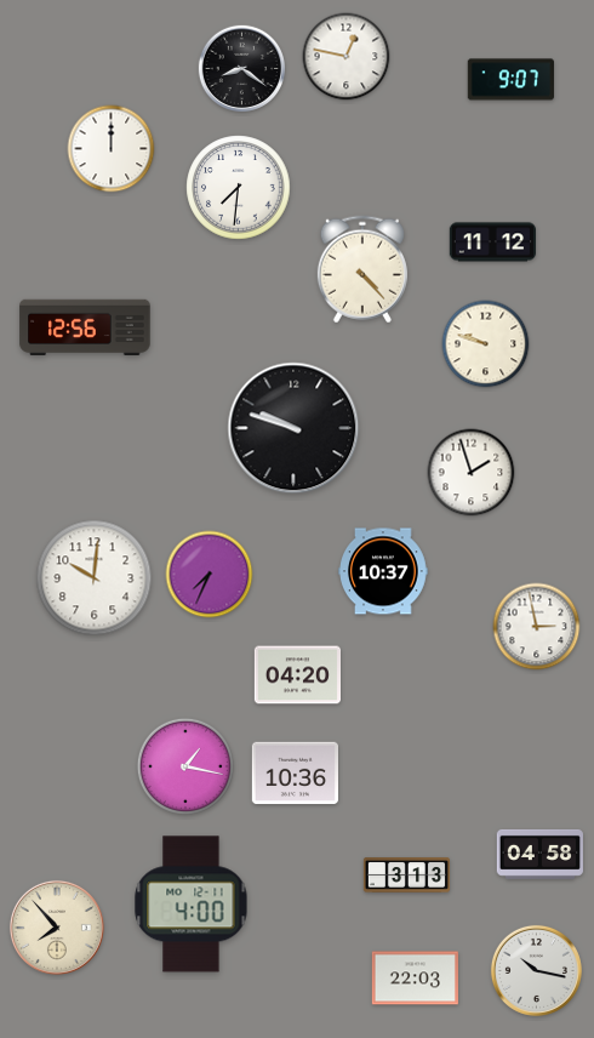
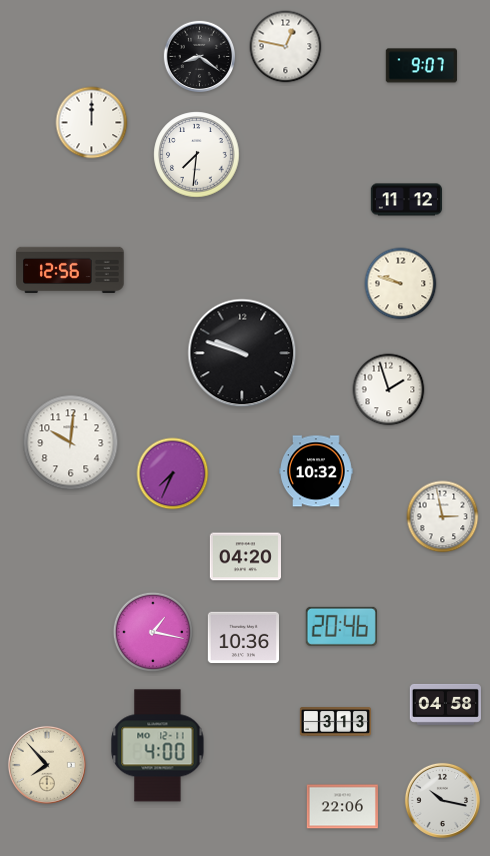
clock at (362, 269): 4:23 -> none
clock at (384, 571): 10:37 -> 10:32
clock at (95, 578) position: (95, 578) -> (71, 443)
clock at (341, 626): none -> 20:46
clock at (415, 979): 22:03 -> 22:06
